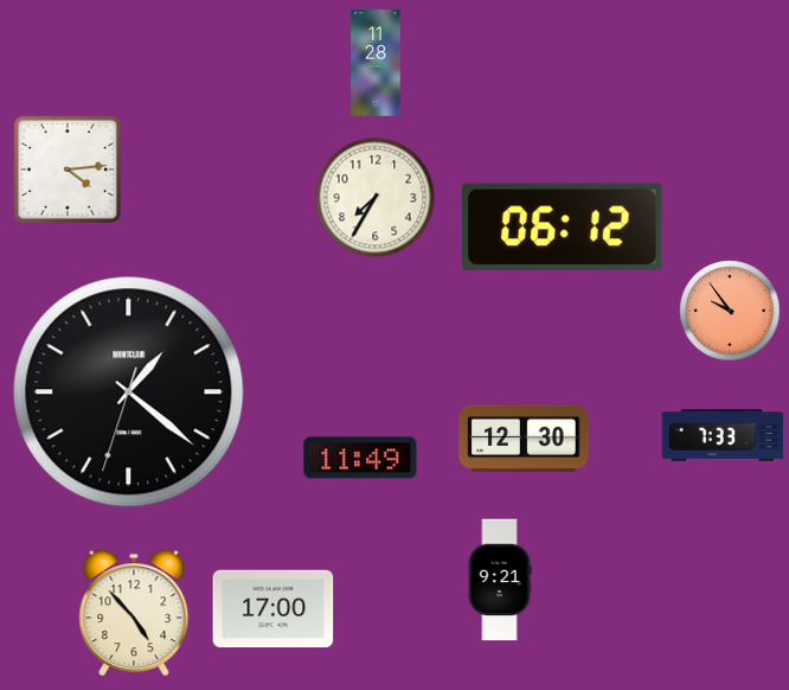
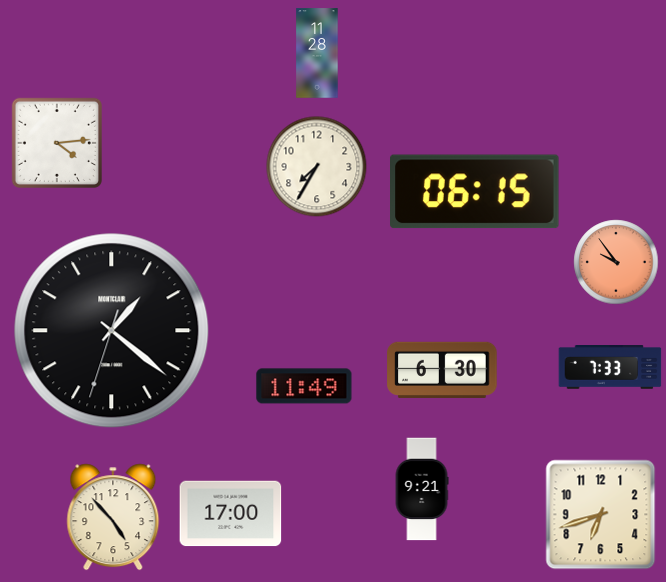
clock at (563, 228): 06:12 -> 06:15
clock at (129, 392) position: (129, 392) -> (112, 331)
clock at (524, 439): 12:30 -> 6:30
clock at (601, 515): none -> 6:42
